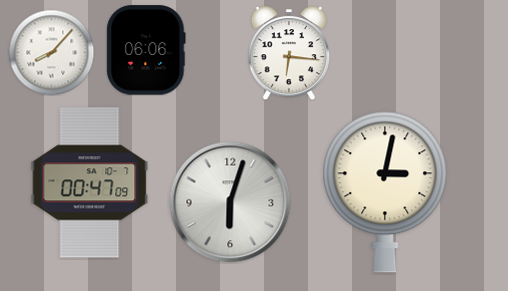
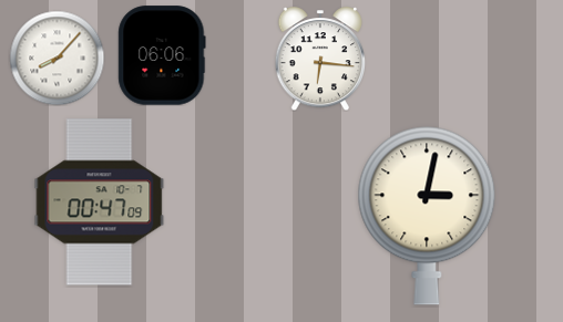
clock at (385, 192) position: (385, 192) -> (427, 216)
clock at (230, 202): 6:03 -> none
